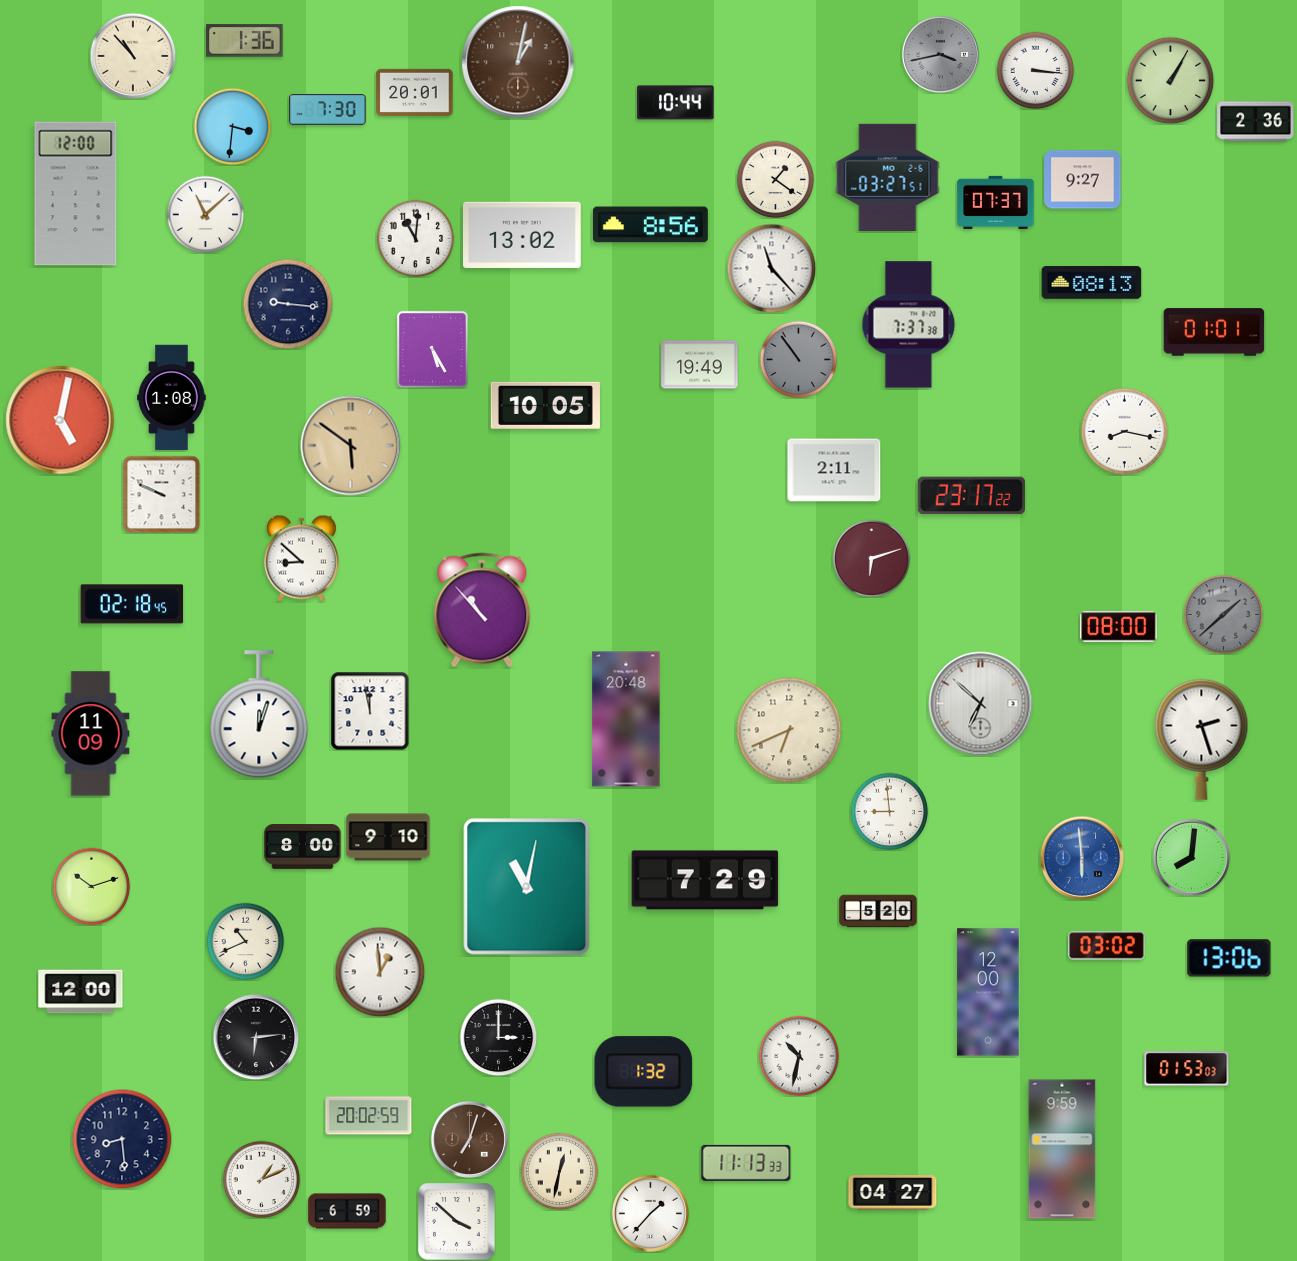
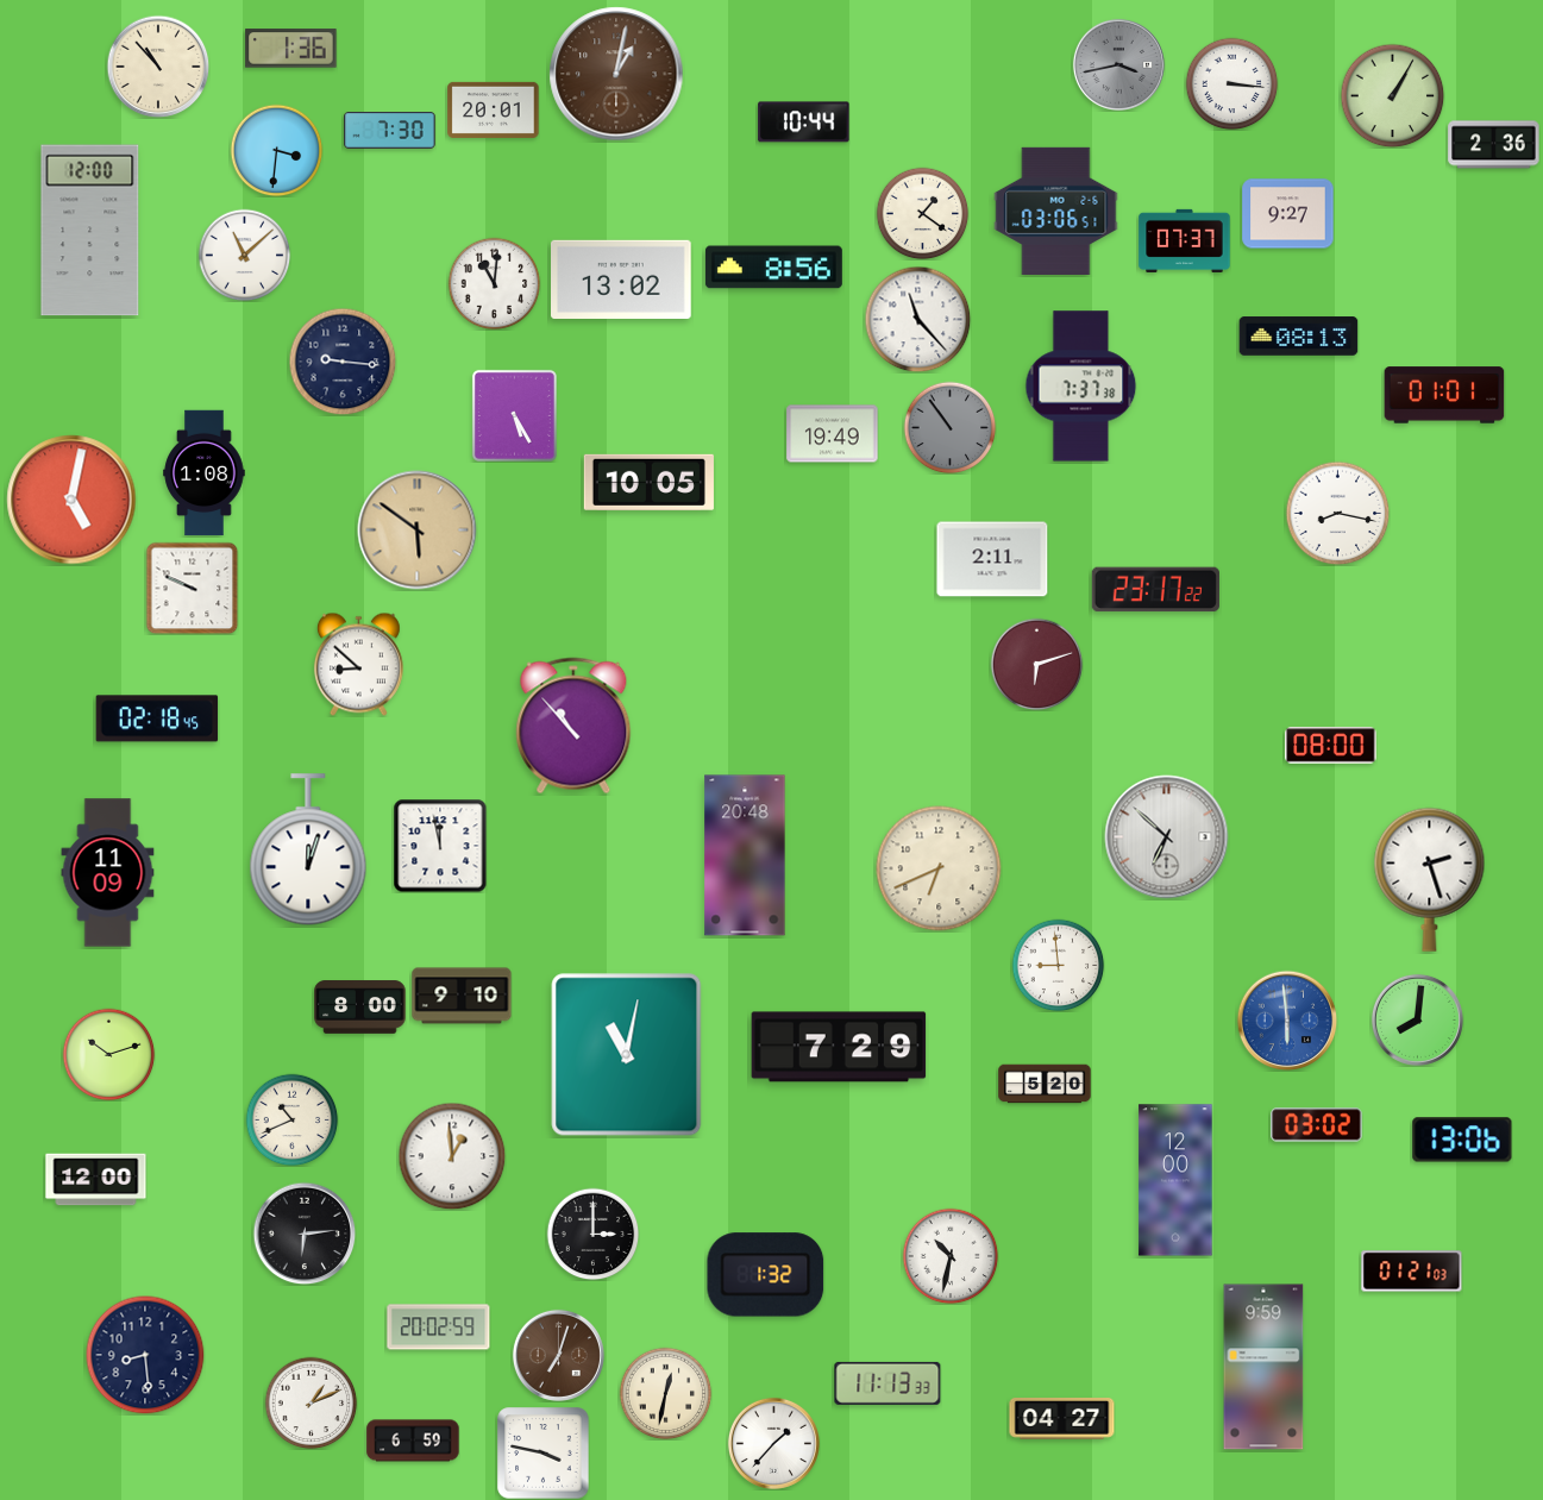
clock at (888, 177): 03:27 -> 03:06
clock at (1223, 614): 1:38 -> none
clock at (1187, 1069): 01:53 -> 01:21
clock at (457, 1222): 3:52 -> 3:47
